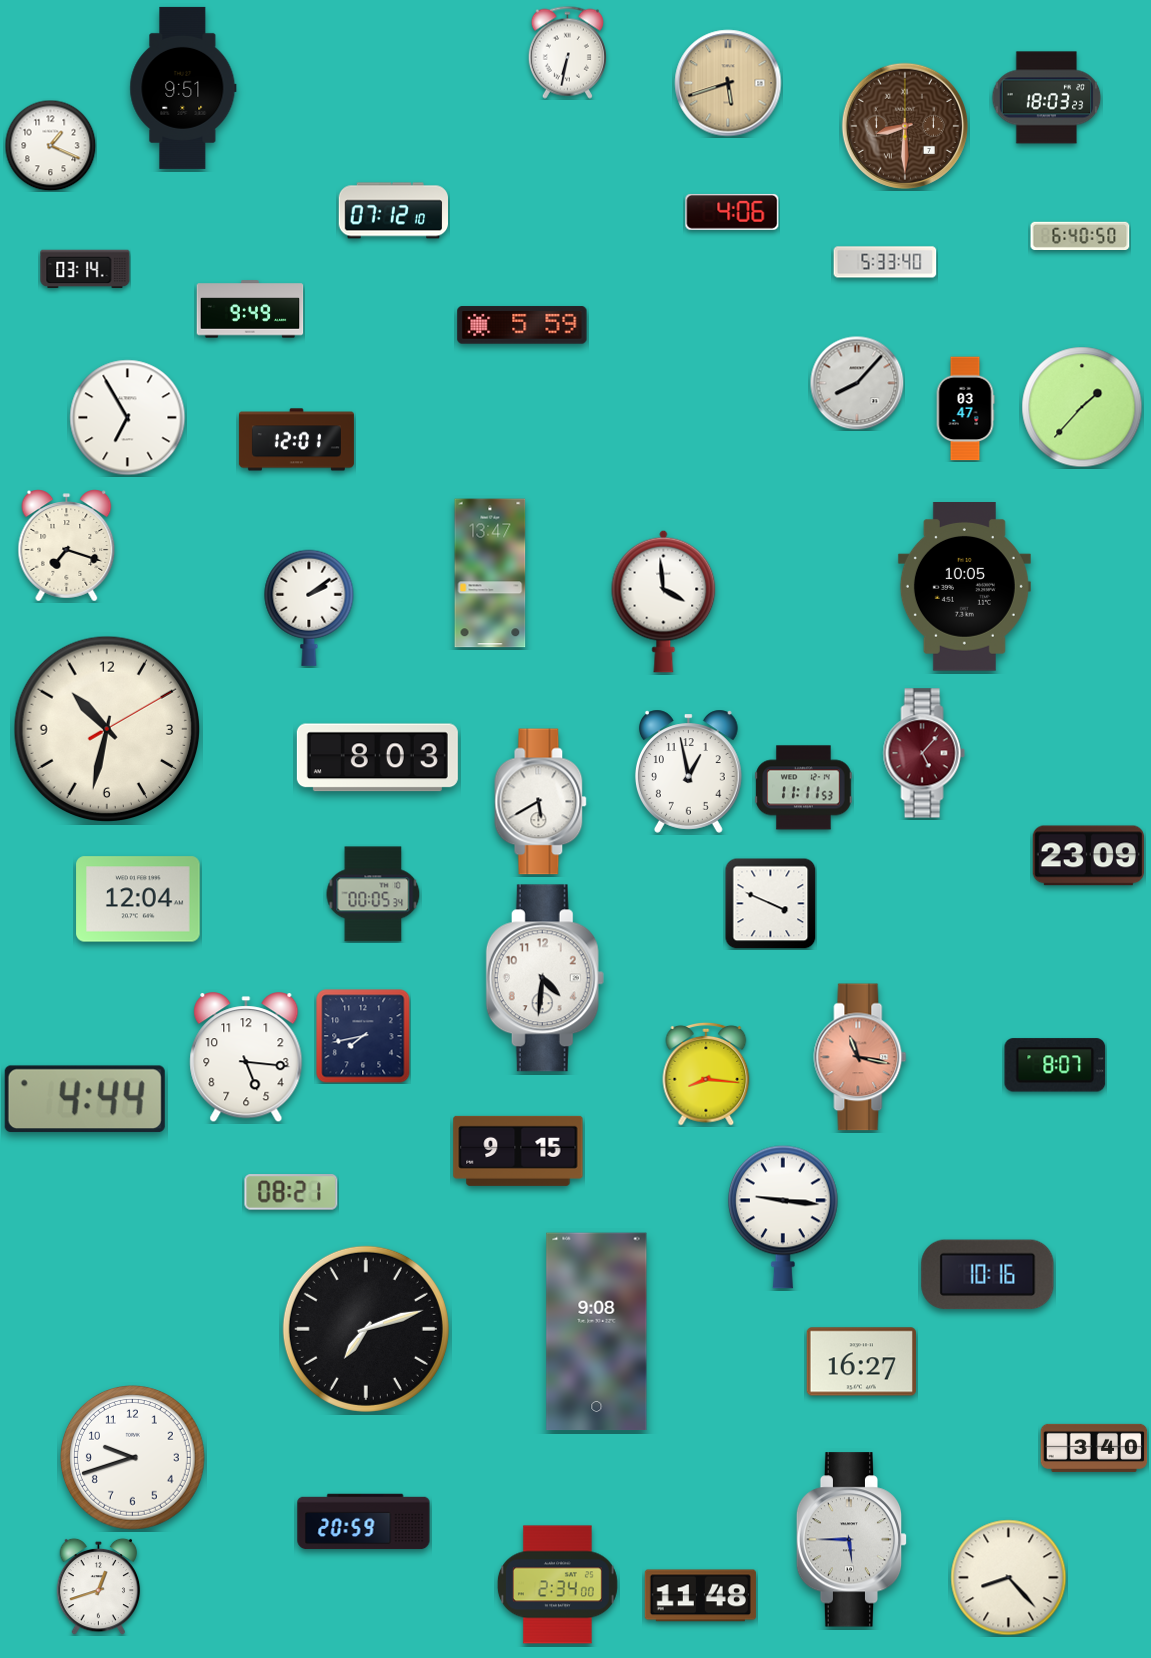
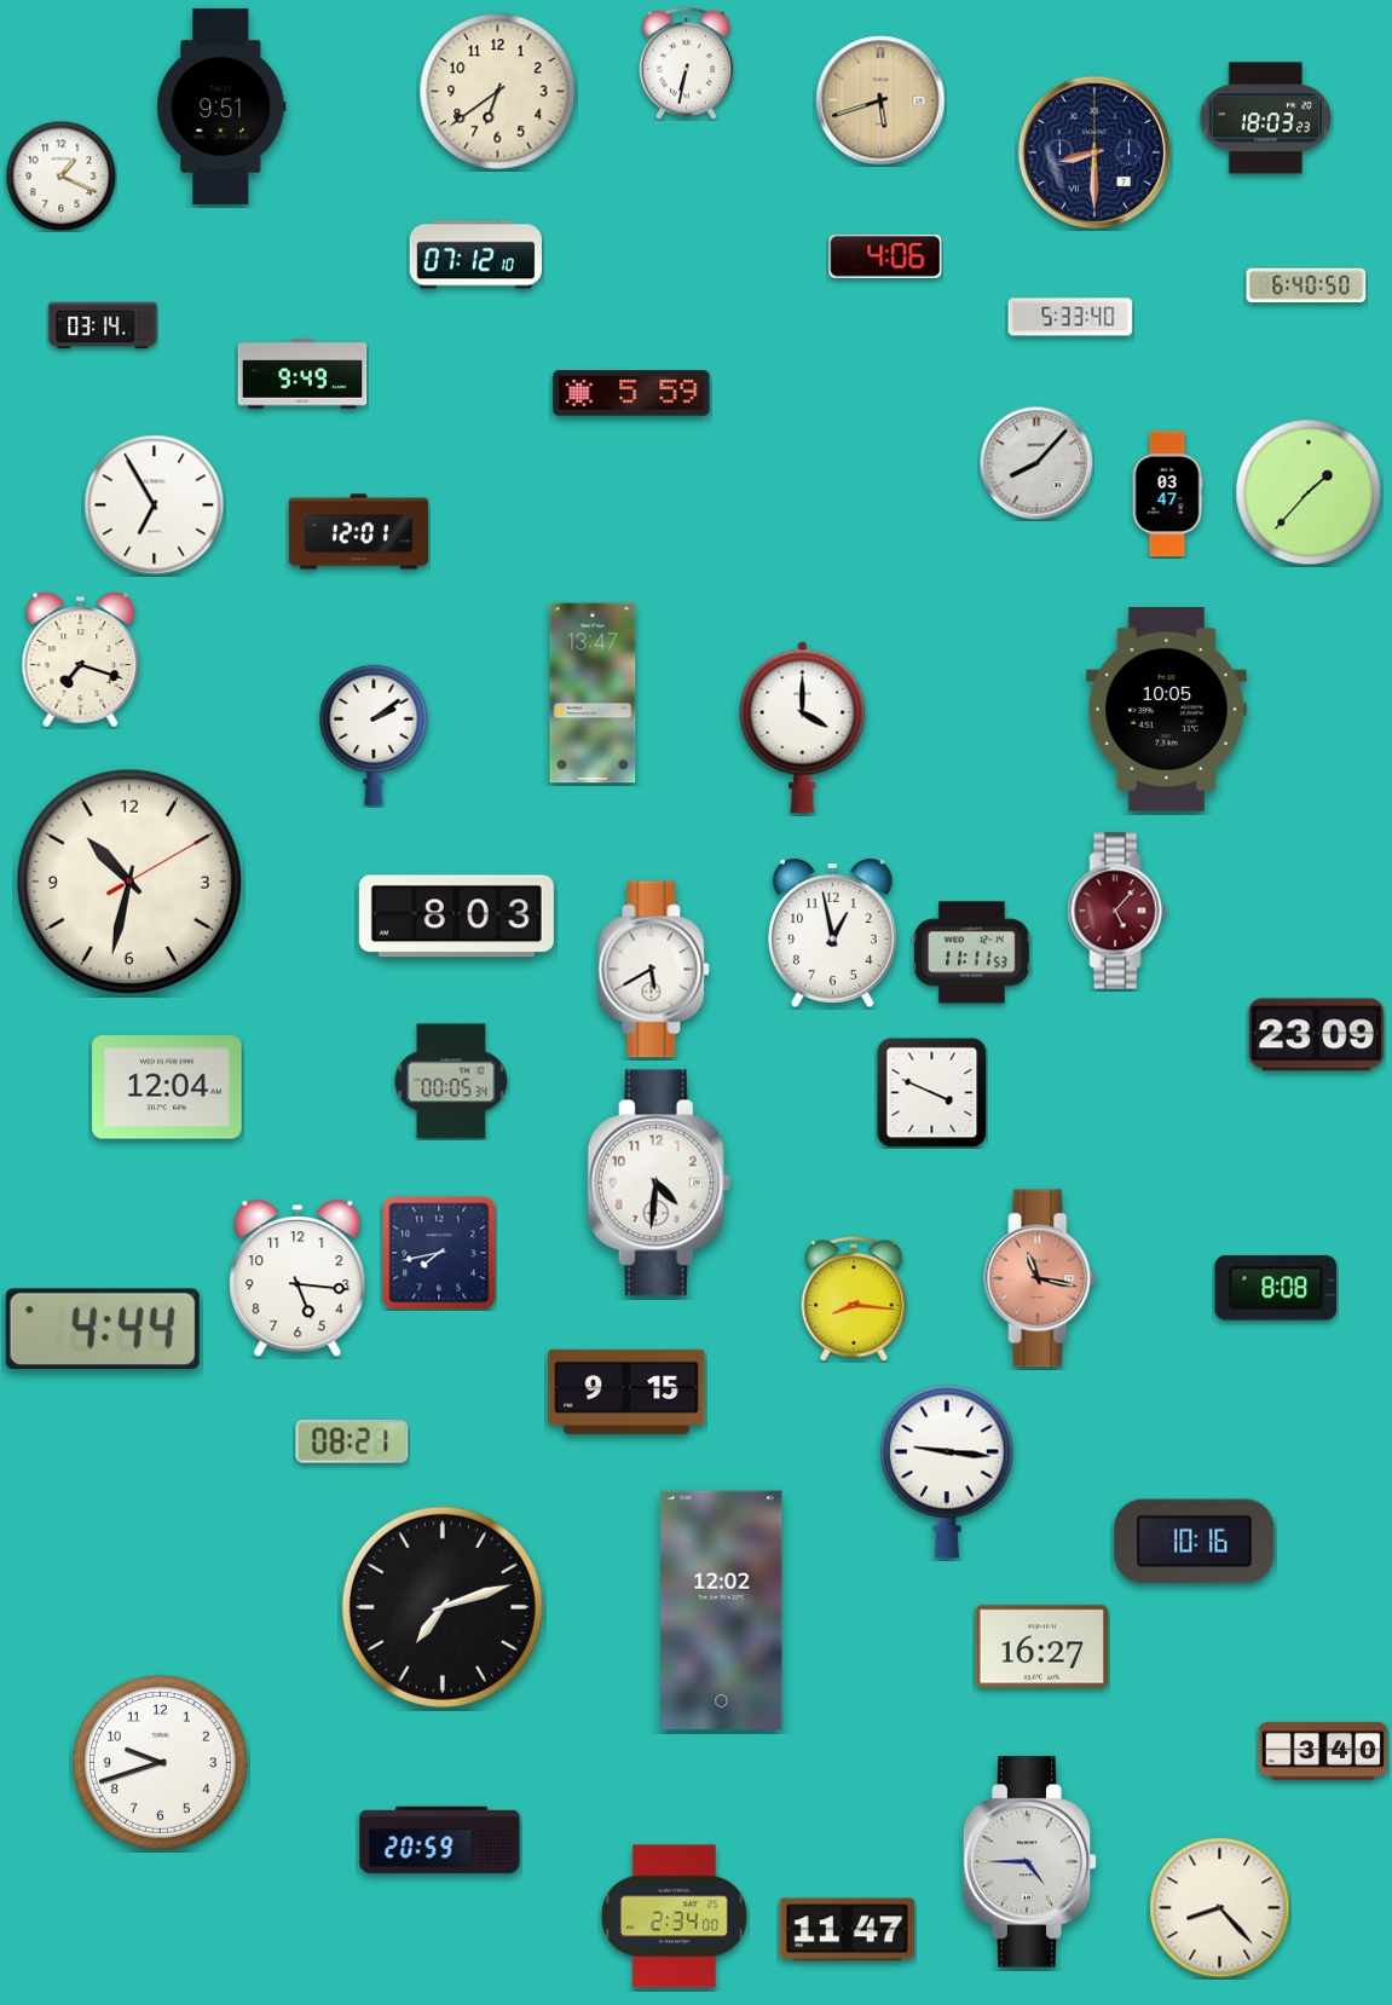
clock at (498, 92): none -> 6:39
clock at (905, 126) dial: brown -> navy
clock at (664, 601): 3:59 -> 4:00
clock at (1055, 1065): 8:07 -> 8:08
clock at (597, 1332): 9:08 -> 12:02
clock at (852, 1540): 5:45 -> 4:45
clock at (99, 1586): 12:42 -> none
clock at (700, 1596): 11:48 -> 11:47
